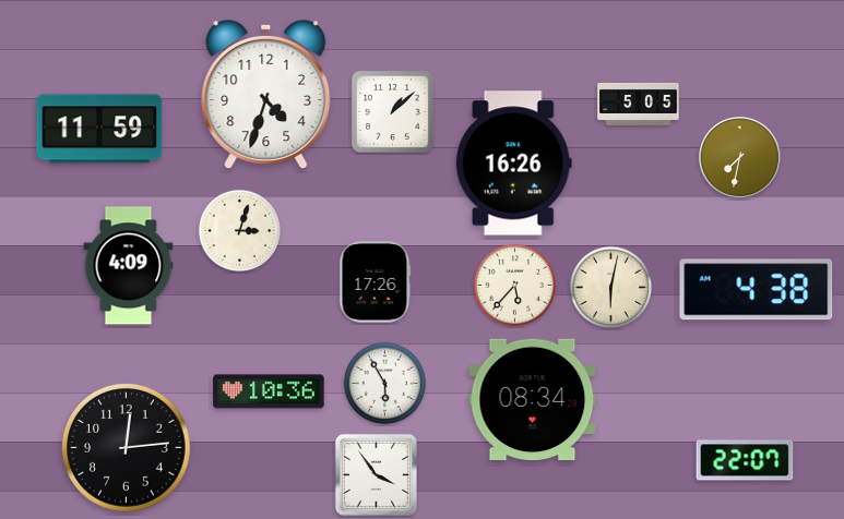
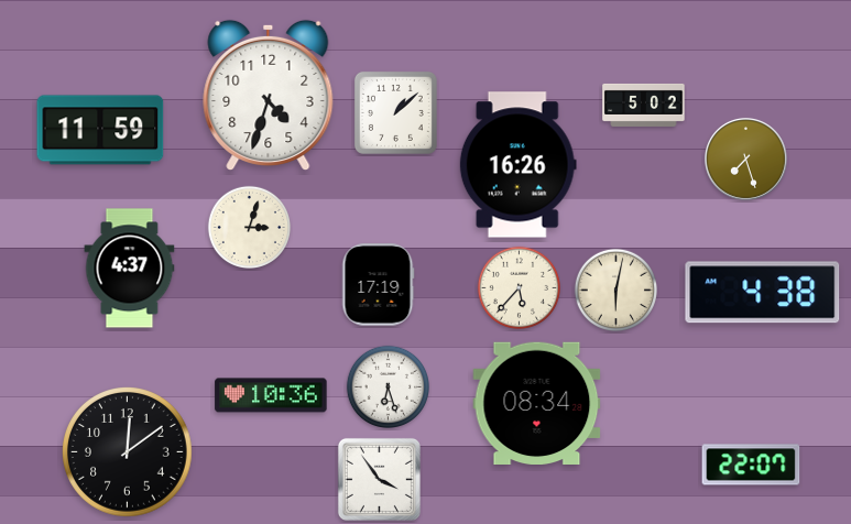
clock at (639, 104): 5:05 -> 5:02
clock at (740, 158): 7:32 -> 7:27
clock at (239, 230) position: (239, 230) -> (249, 227)
clock at (129, 266): 4:09 -> 4:37
clock at (375, 282): 17:26 -> 17:19
clock at (384, 383): 5:55 -> 6:27
clock at (127, 448): 12:14 -> 12:09
